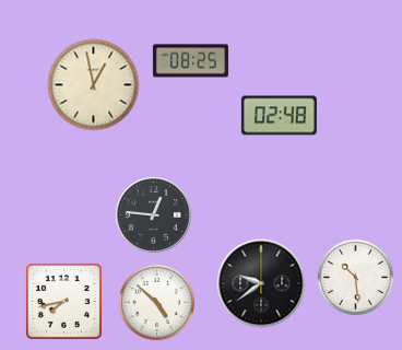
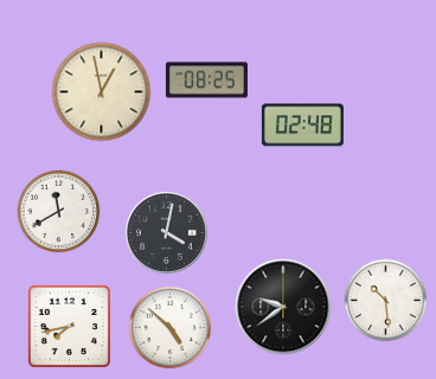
clock at (190, 61) position: (190, 61) -> (206, 81)
clock at (59, 212): none -> 11:40
clock at (154, 215): 12:46 -> 4:02
